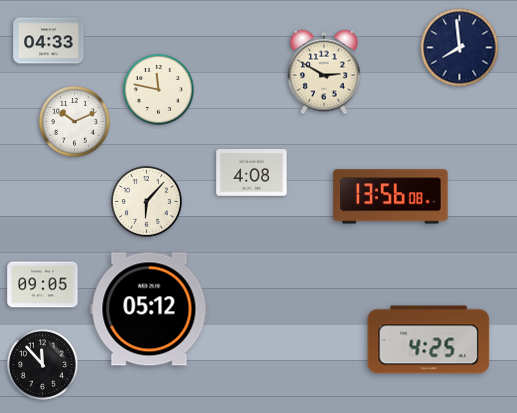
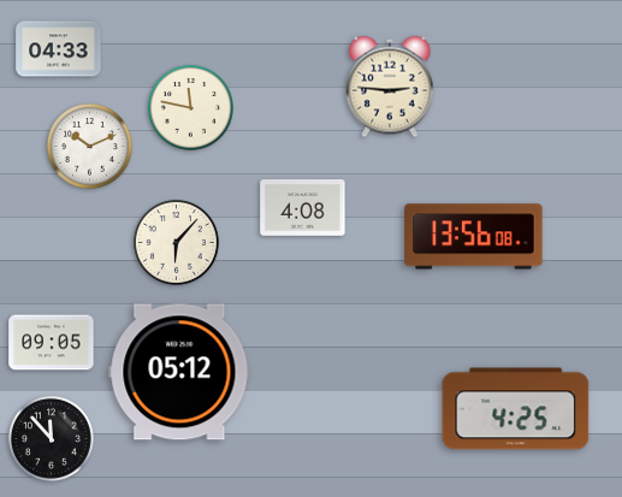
clock at (460, 48): 7:59 -> none
clock at (324, 72): 2:50 -> 2:46
clock at (391, 197) position: (391, 197) -> (474, 237)
